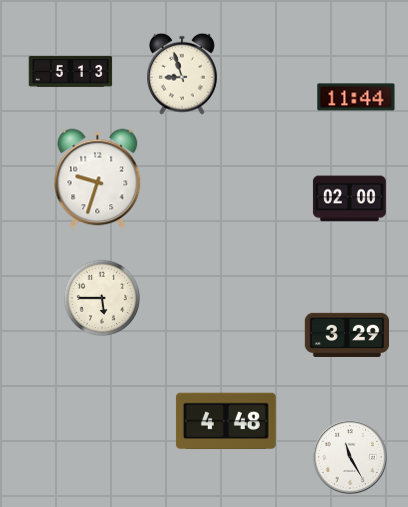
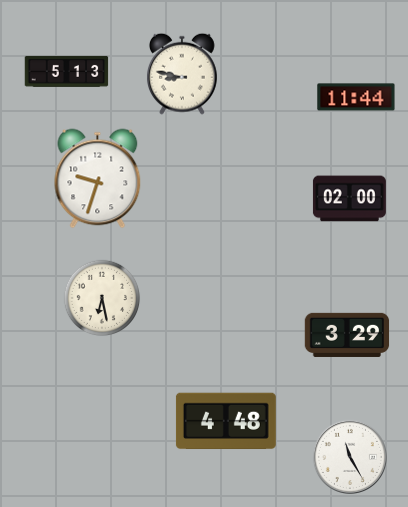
clock at (71, 71) position: (71, 71) -> (67, 71)
clock at (182, 74): 8:57 -> 8:47
clock at (102, 298): 5:45 -> 6:28
